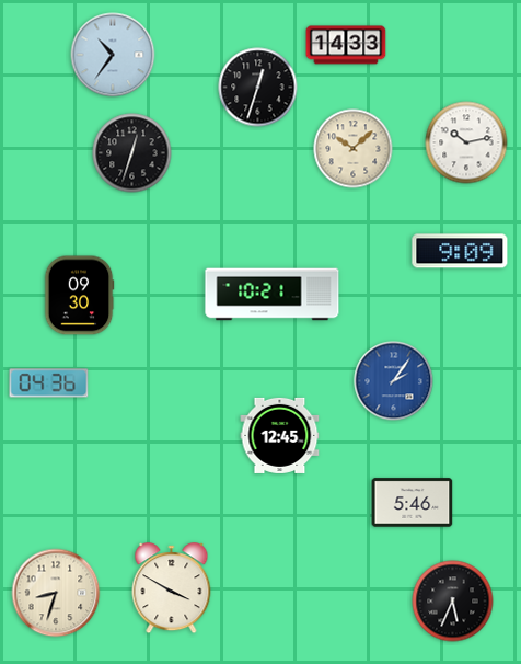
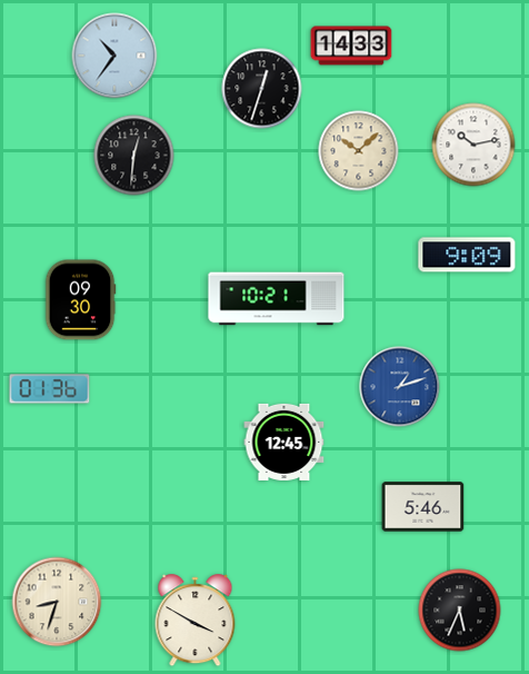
clock at (132, 153): 12:33 -> 12:31
clock at (394, 381): 2:06 -> 1:12
clock at (49, 383): 04:36 -> 01:36
clock at (413, 503) position: (413, 503) -> (423, 507)
clock at (172, 588) position: (172, 588) -> (196, 621)
